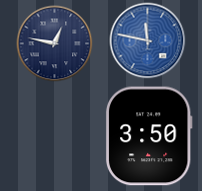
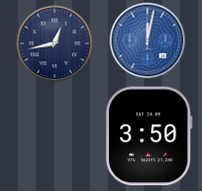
clock at (148, 41): 11:47 -> 12:02
clock at (55, 44): 12:47 -> 12:43
